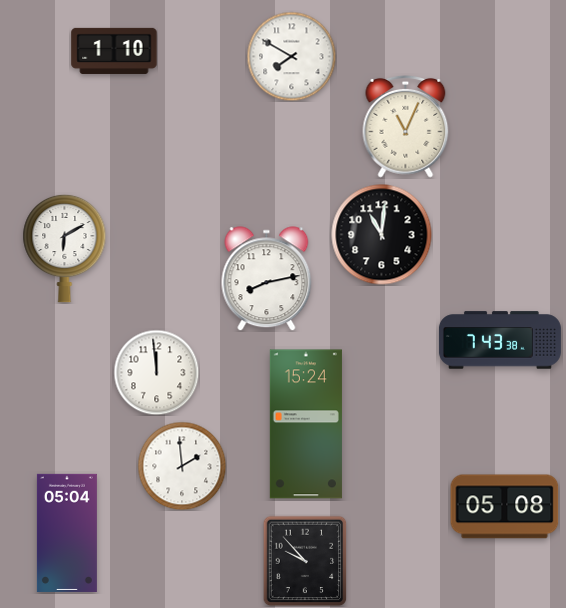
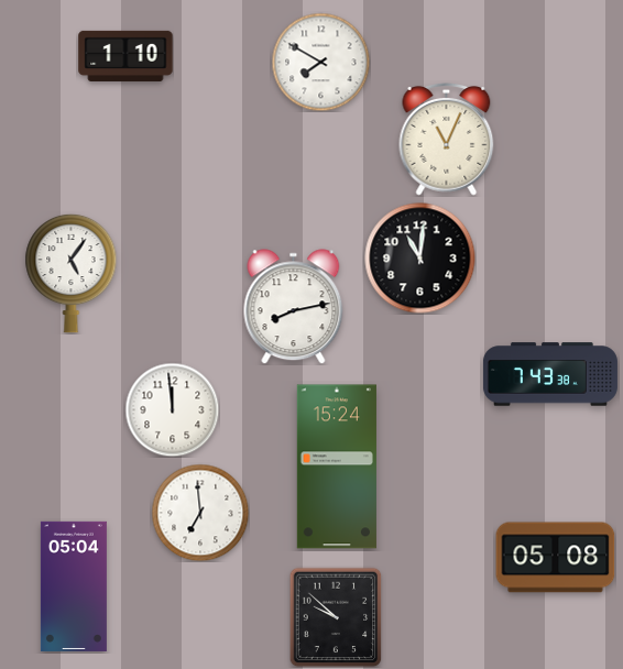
clock at (65, 248): 6:10 -> 5:06
clock at (182, 466): 1:59 -> 6:59
clock at (305, 561): 9:53 -> 9:52
